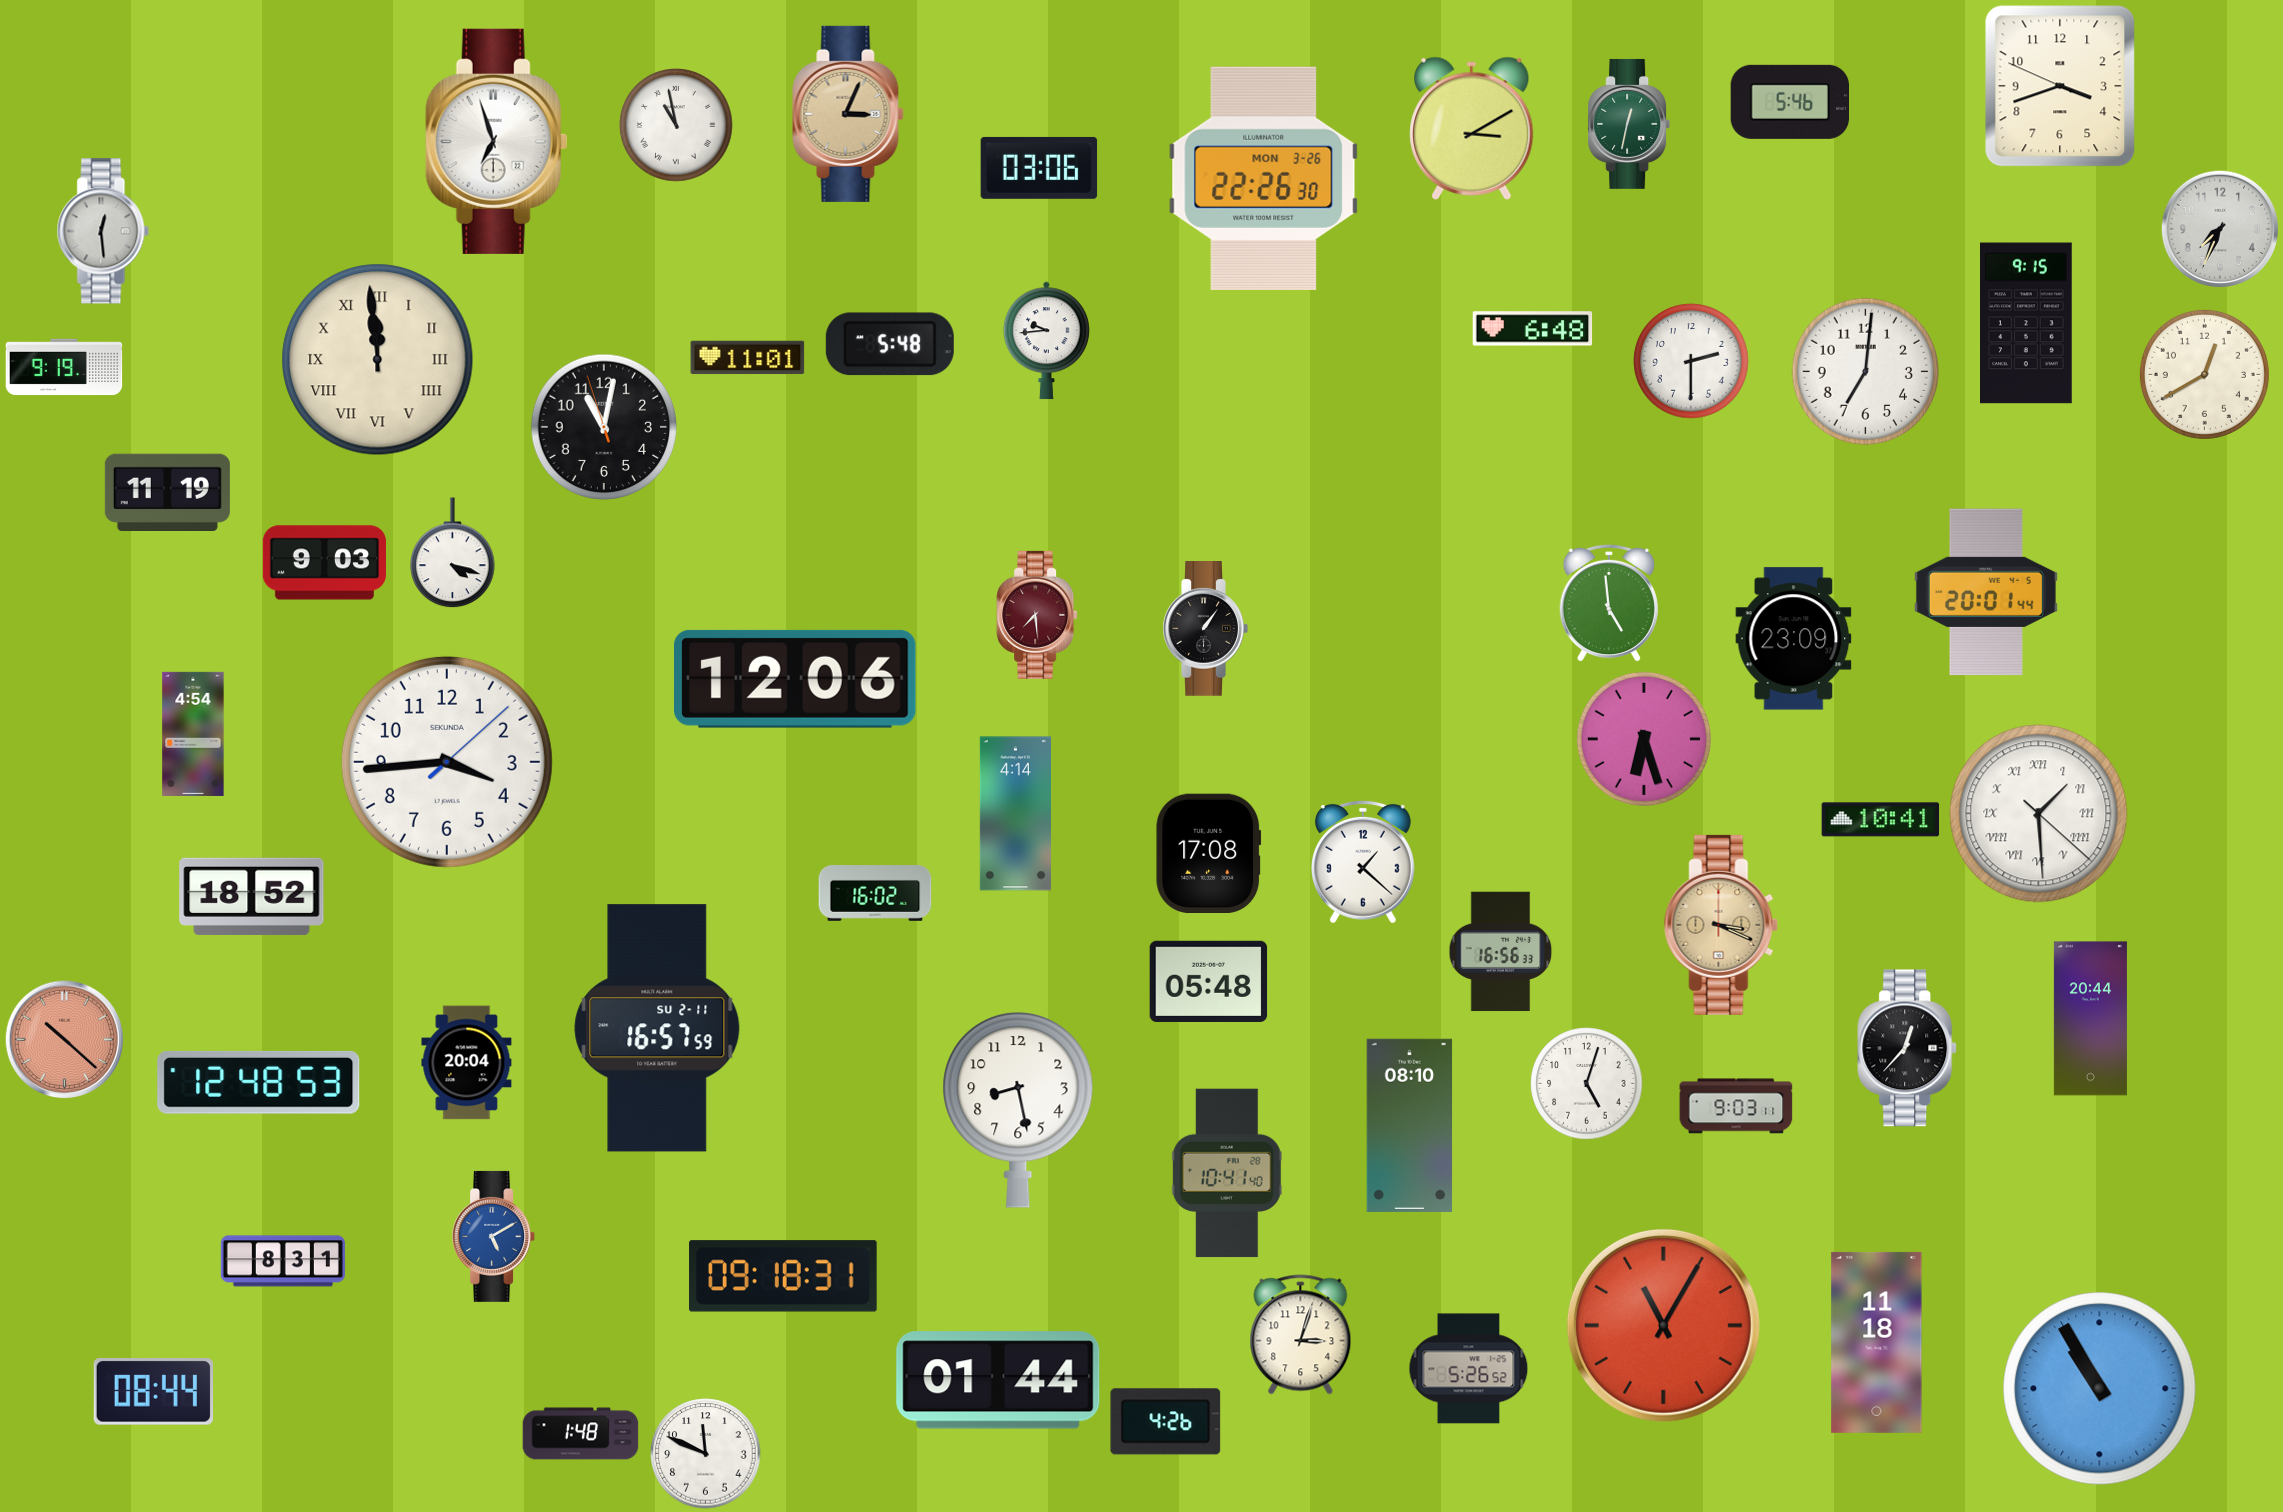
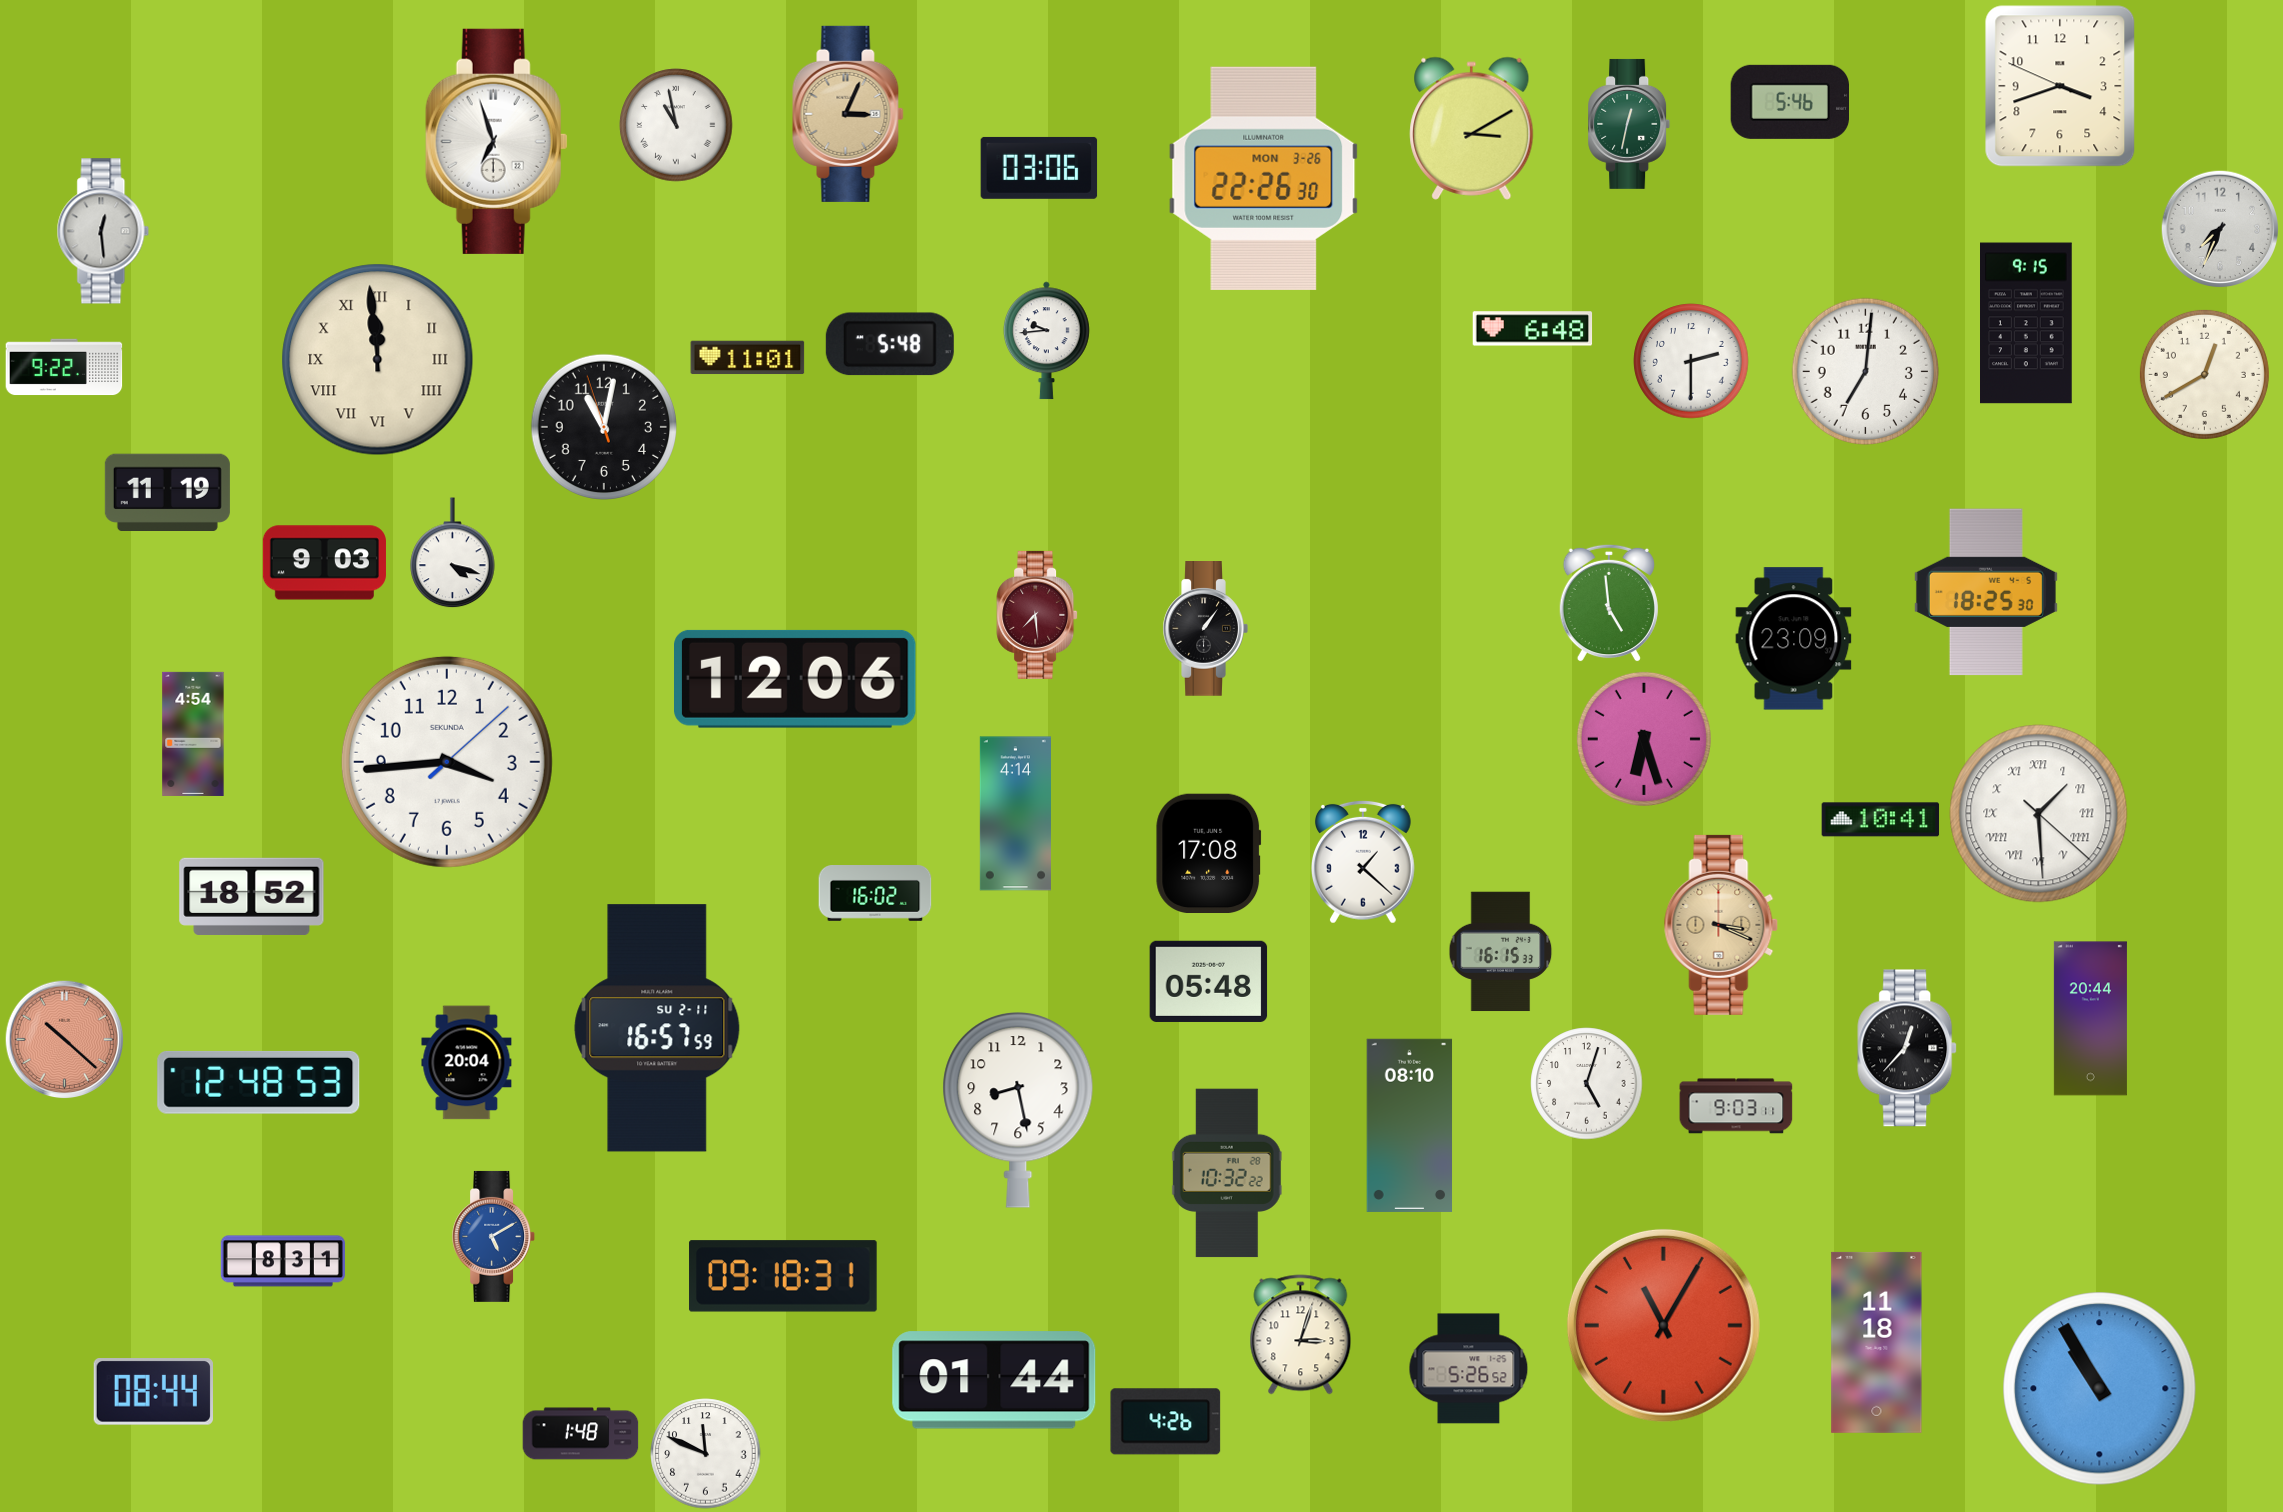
clock at (64, 367): 9:19 -> 9:22
clock at (1986, 592): 20:01 -> 18:25
clock at (1501, 952): 16:56 -> 16:15
clock at (1227, 1173): 10:41 -> 10:32
clock at (998, 1380) position: (998, 1380) -> (994, 1380)
